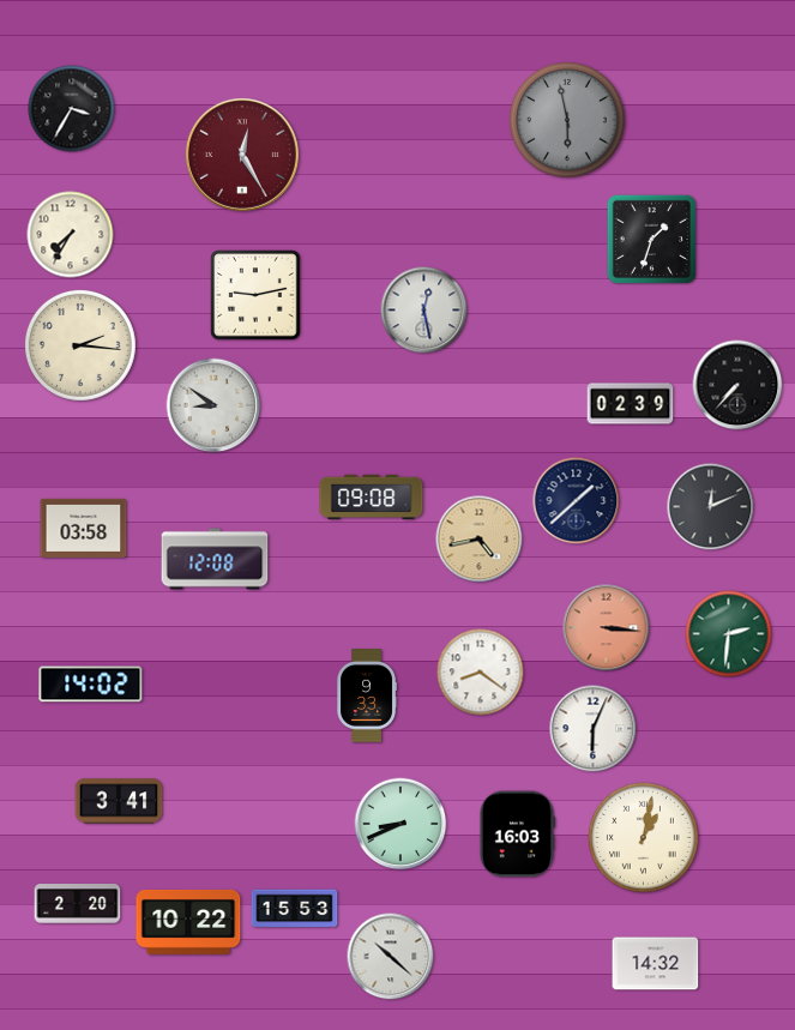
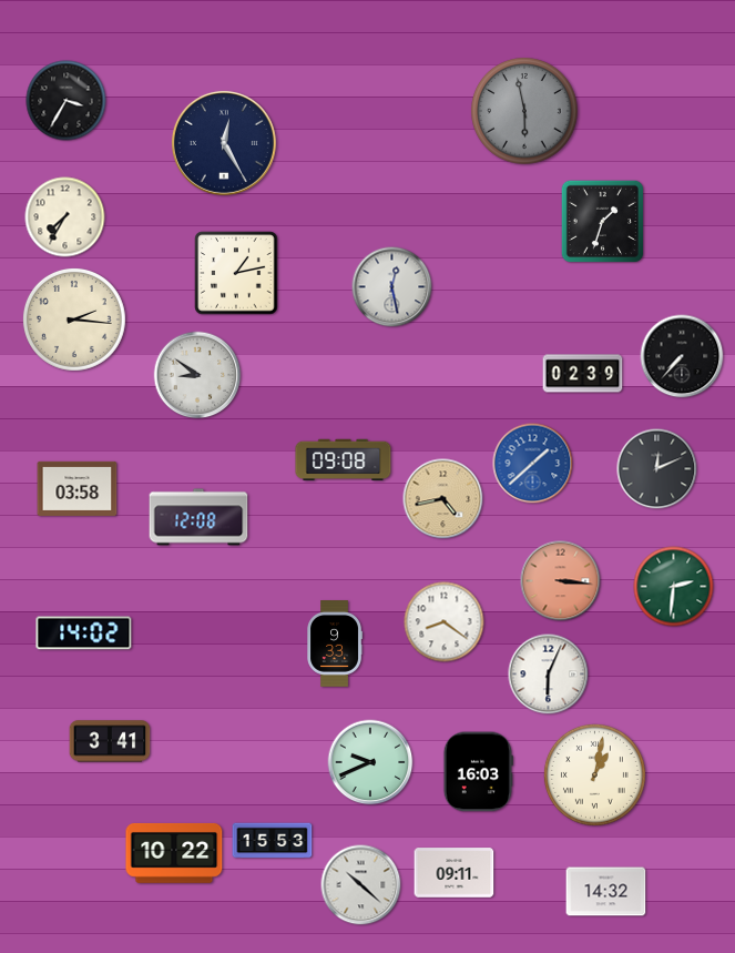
clock at (242, 155) dial: burgundy -> navy
clock at (255, 295): 9:13 -> 1:13
clock at (577, 501) dial: navy -> blue
clock at (366, 697) position: (366, 697) -> (334, 645)
clock at (400, 824): 8:41 -> 9:41
clock at (78, 904): 2:20 -> none
clock at (455, 873): none -> 09:11
